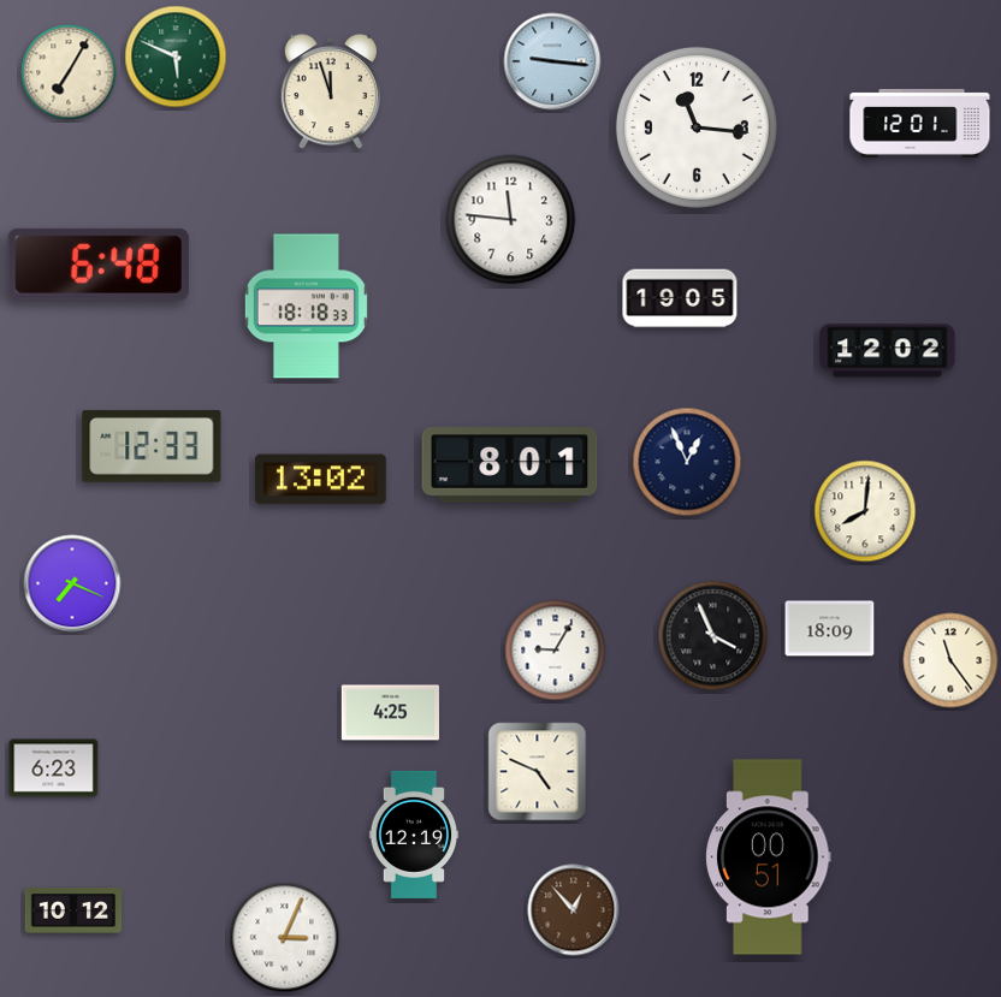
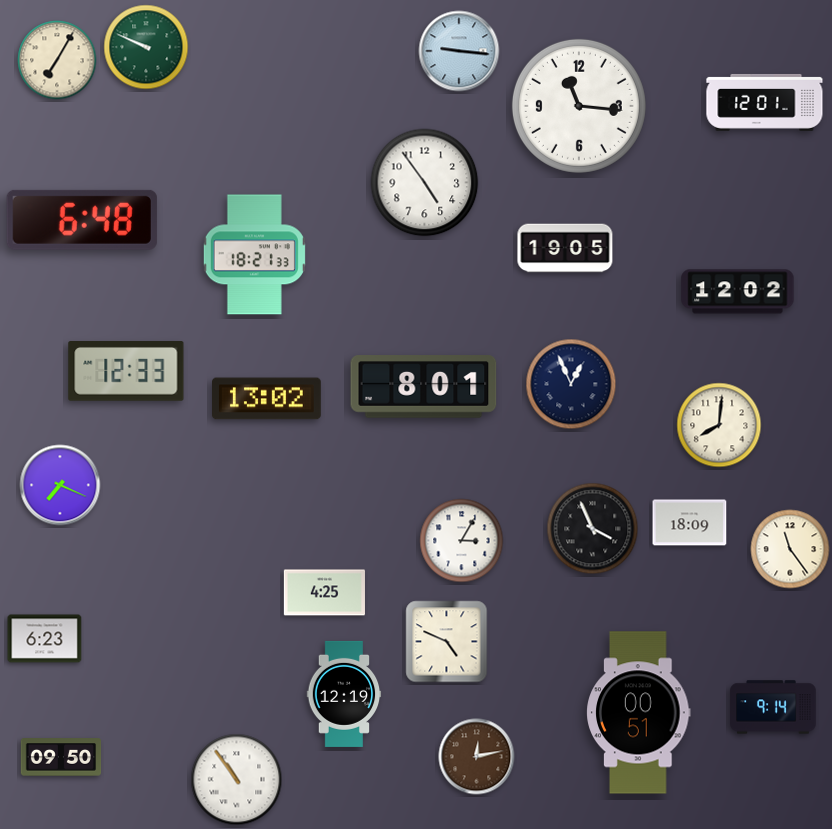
clock at (176, 57): 5:49 -> 9:49
clock at (330, 93): 11:57 -> none
clock at (511, 220): 11:46 -> 4:54
clock at (306, 307): 18:18 -> 18:21
clock at (556, 651): 9:05 -> 3:05
clock at (773, 707): none -> 9:14
clock at (73, 910): 10:12 -> 09:50
clock at (574, 910): 12:53 -> 12:13
clock at (285, 938): 3:04 -> 10:54
